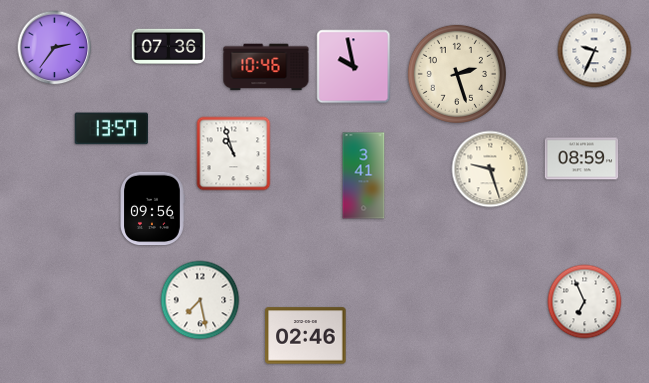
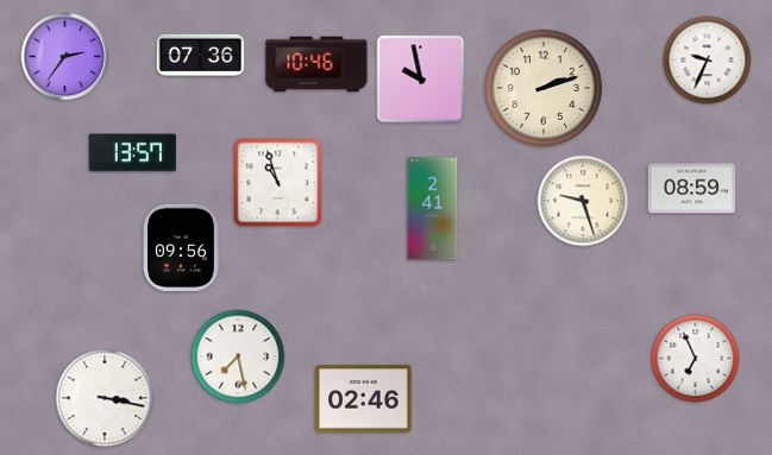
clock at (266, 67) position: (266, 67) -> (316, 64)
clock at (457, 74): 2:27 -> 2:12
clock at (364, 176): 3:41 -> 2:41
clock at (105, 398): none -> 3:17
